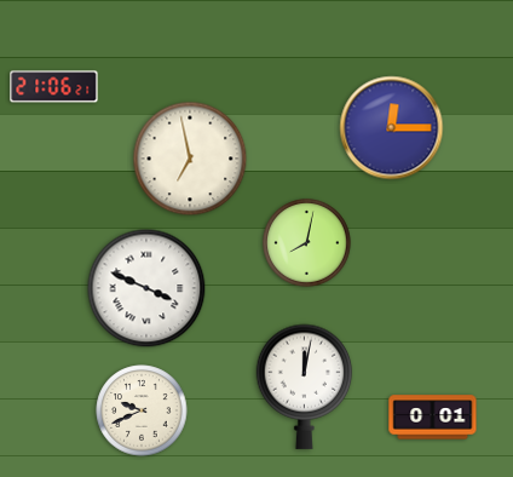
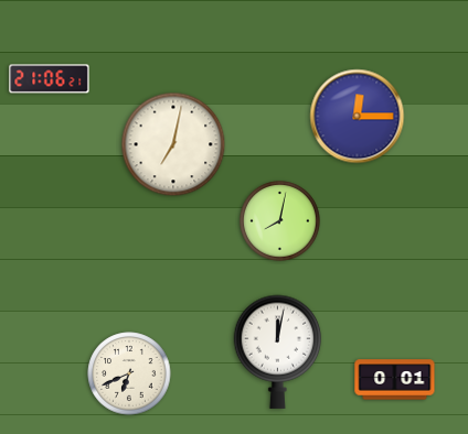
clock at (190, 159): 6:58 -> 7:02
clock at (146, 288): 3:49 -> none
clock at (142, 410): 9:41 -> 6:41
